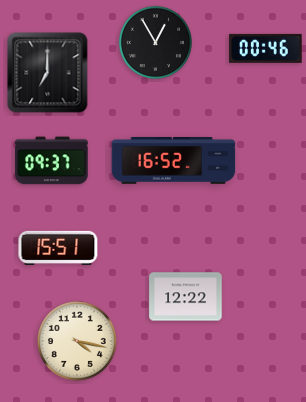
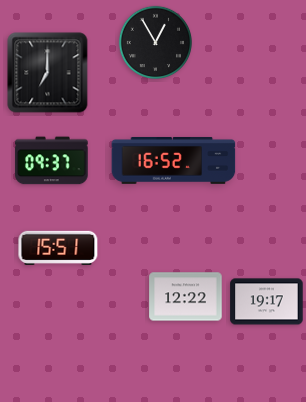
clock at (266, 48): 00:46 -> none
clock at (267, 302): none -> 19:17
clock at (77, 341): 4:17 -> none
